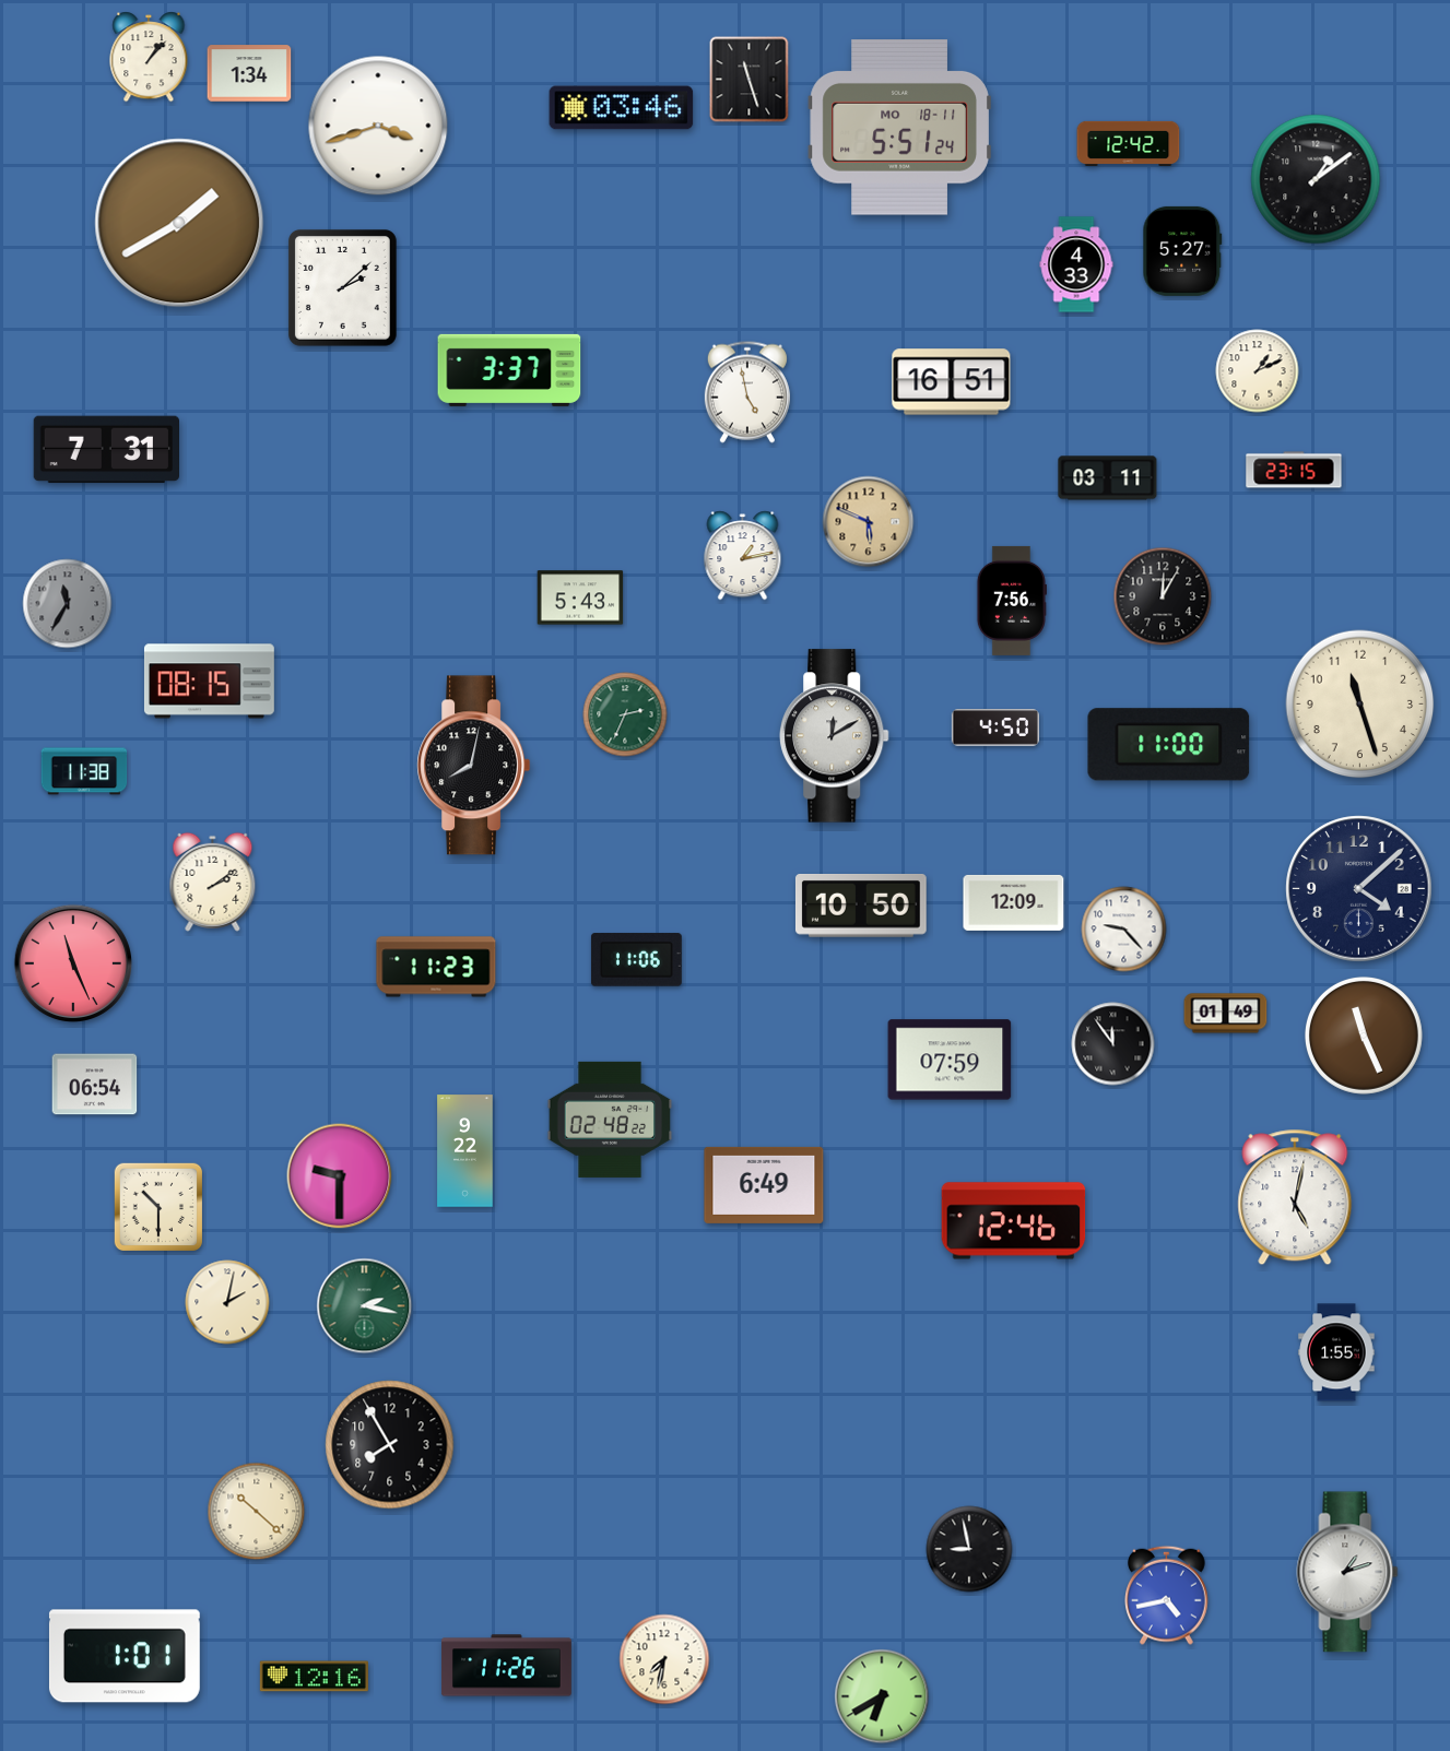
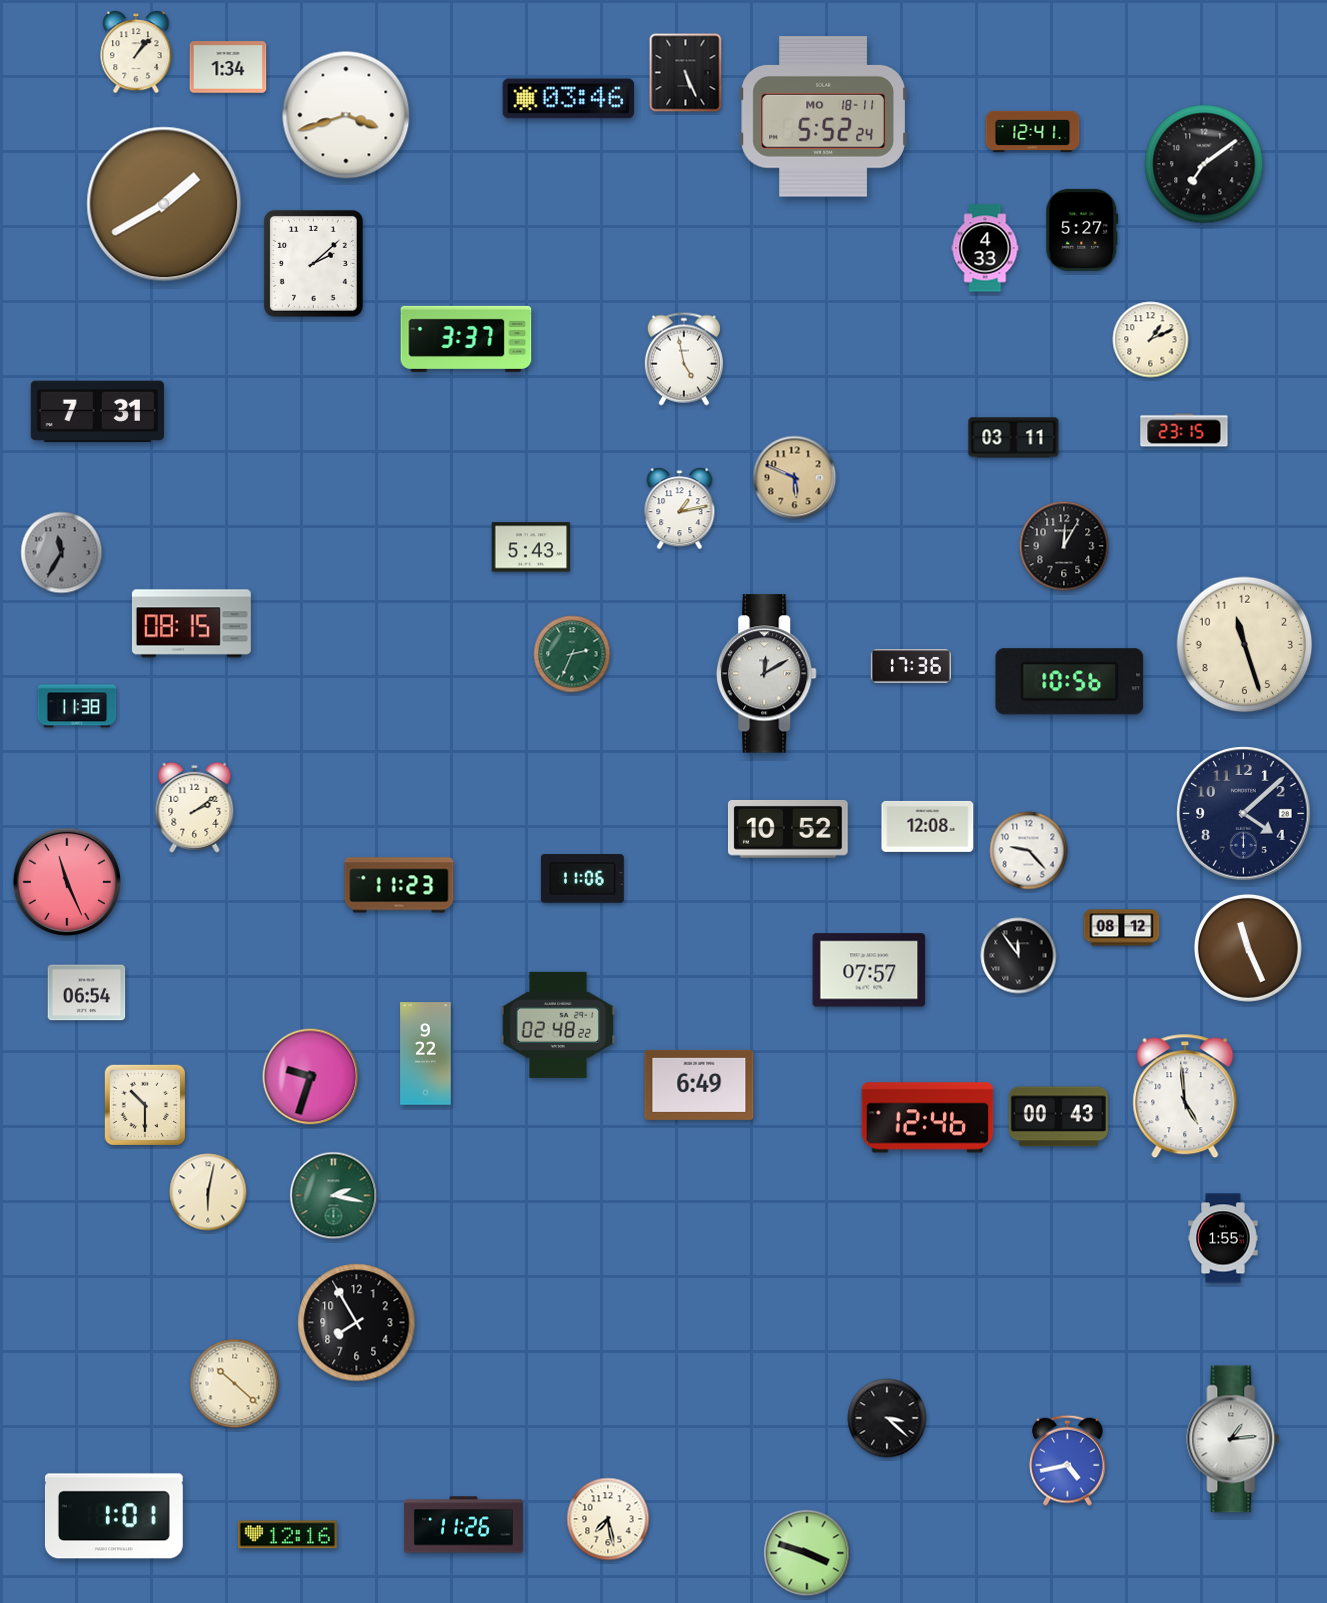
clock at (750, 80): 11:27 -> 5:26
clock at (899, 128): 5:51 -> 5:52
clock at (1129, 143): 12:42 -> 12:41
clock at (1316, 179): 1:09 -> 7:09
clock at (1076, 264) position: (1076, 264) -> (985, 248)
clock at (952, 382): 16:51 -> none
clock at (1011, 601): 7:56 -> none
clock at (995, 729): 4:50 -> 17:36
clock at (835, 736) position: (835, 736) -> (767, 674)
clock at (1169, 745): 11:00 -> 10:56
clock at (474, 766): 8:02 -> none
clock at (1014, 902): 12:09 -> 12:08
clock at (861, 907): 10:50 -> 10:52
clock at (1226, 1014): 01:49 -> 08:12
clock at (950, 1060): 07:59 -> 07:57
clock at (340, 1176): 9:30 -> 9:33
clock at (1295, 1197): 5:02 -> 4:59
clock at (1058, 1117): none -> 00:43
clock at (227, 1302): 2:02 -> 6:02
clock at (969, 1549): 8:58 -> 3:22
clock at (1347, 1572): 1:12 -> 1:14
clock at (664, 1659): 7:32 -> 7:28
clock at (882, 1696): 6:40 -> 3:48
